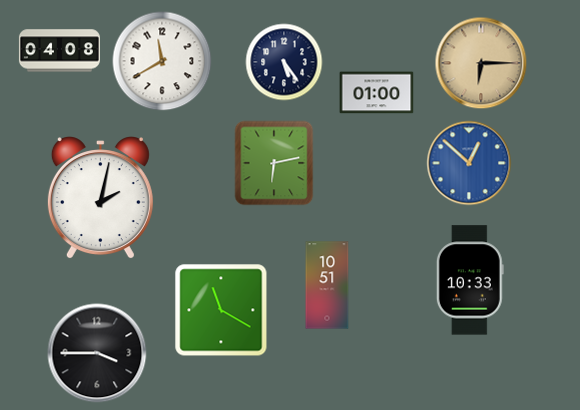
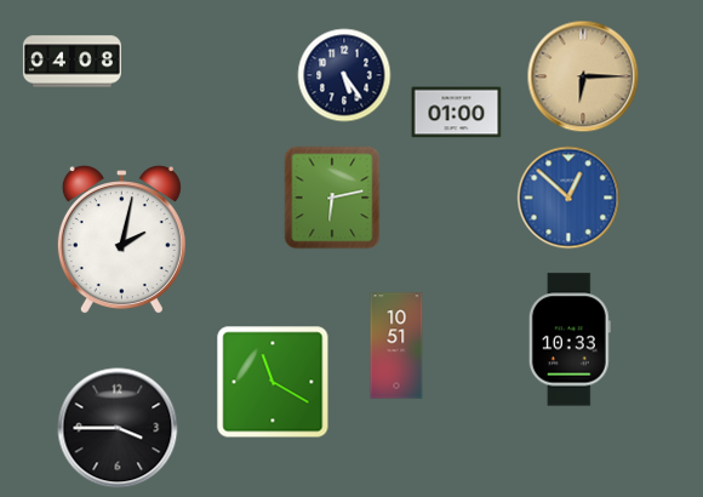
clock at (162, 61): 11:40 -> none
clock at (221, 310) position: (221, 310) -> (273, 382)
